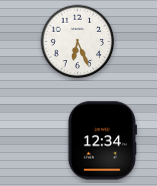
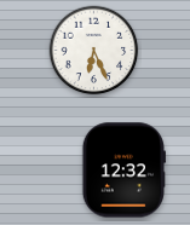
clock at (102, 141): 12:34 -> 12:32
